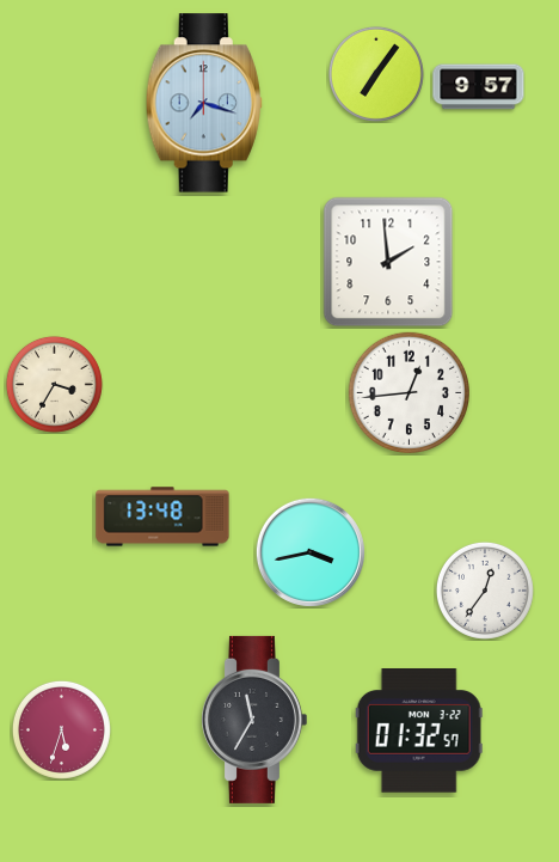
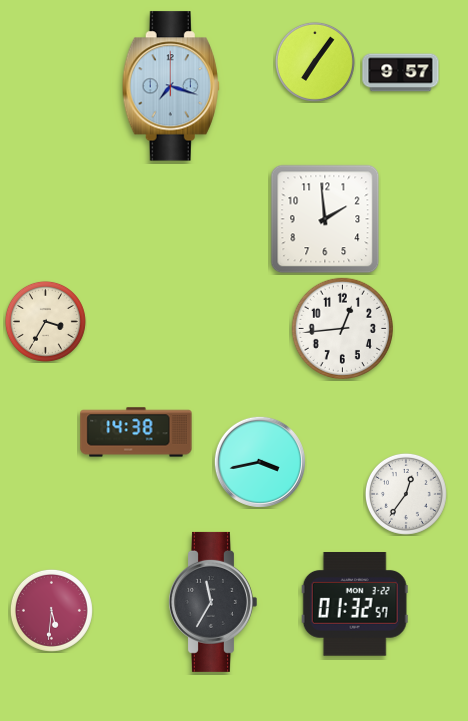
clock at (162, 516): 13:48 -> 14:38
clock at (61, 729): 5:33 -> 5:31
clock at (419, 732) position: (419, 732) -> (355, 605)
